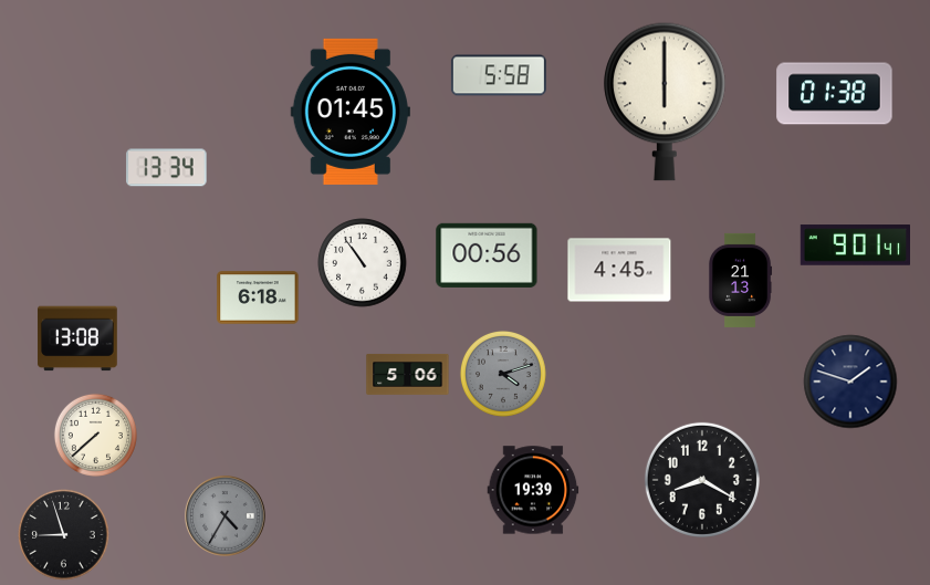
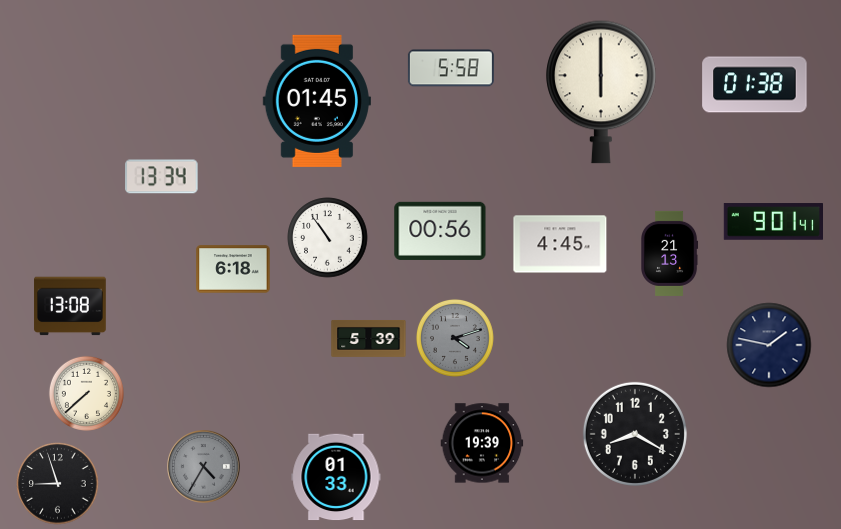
clock at (167, 168) position: (167, 168) -> (162, 177)
clock at (408, 374): 5:06 -> 5:39
clock at (850, 382): 1:48 -> 1:47
clock at (336, 477): none -> 01:33
